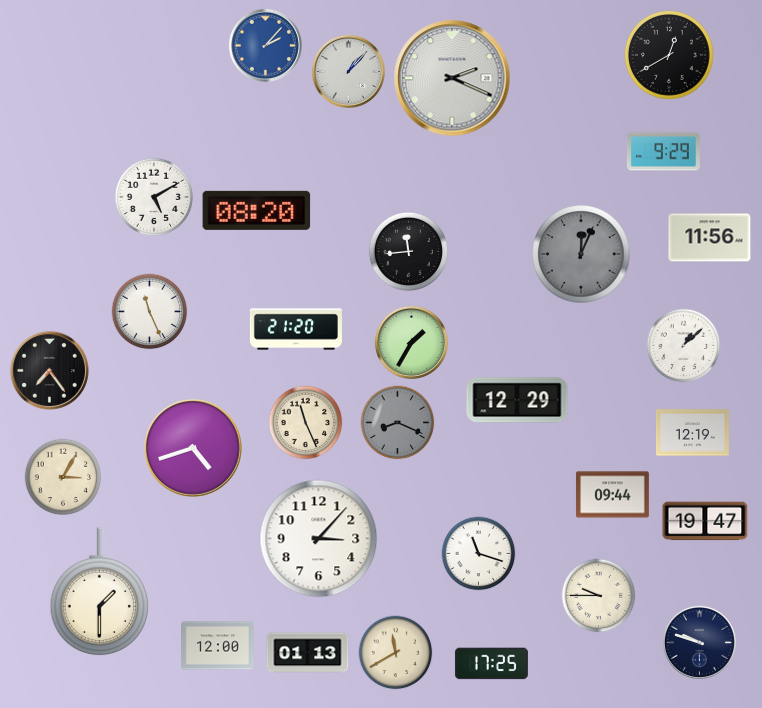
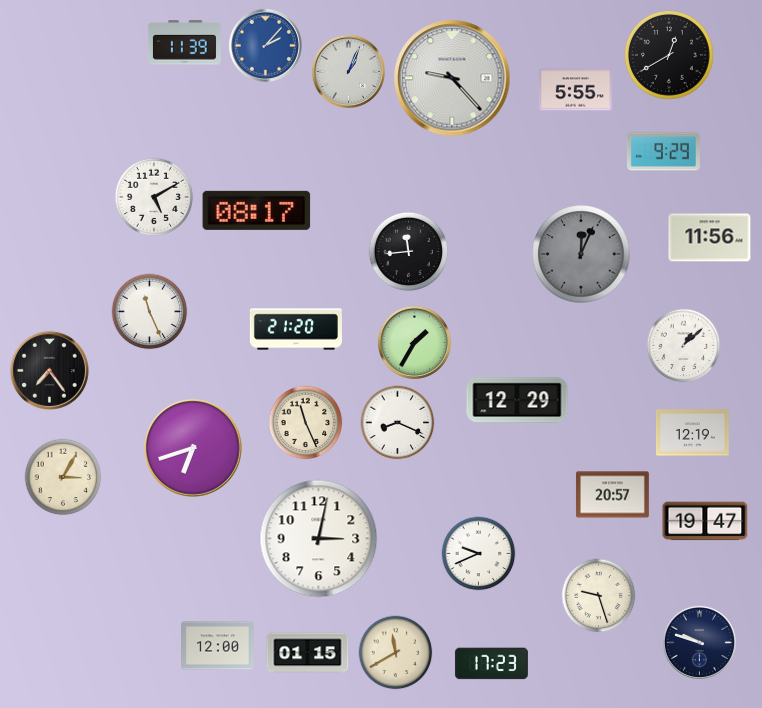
clock at (184, 43): none -> 11:39
clock at (348, 71): 1:07 -> 1:04
clock at (452, 78): 2:19 -> 9:23
clock at (575, 90): none -> 5:55
clock at (257, 210): 08:20 -> 08:17
clock at (411, 342) position: (411, 342) -> (414, 342)
clock at (398, 423) dial: grey -> white
clock at (193, 448): 4:42 -> 6:42
clock at (612, 495): 09:44 -> 20:57
clock at (319, 539): 3:07 -> 3:02
clock at (479, 554): 11:18 -> 9:41
clock at (100, 592): 1:30 -> none
clock at (599, 596): 9:45 -> 9:27
clock at (308, 653): 01:13 -> 01:15
clock at (491, 664): 17:25 -> 17:23
